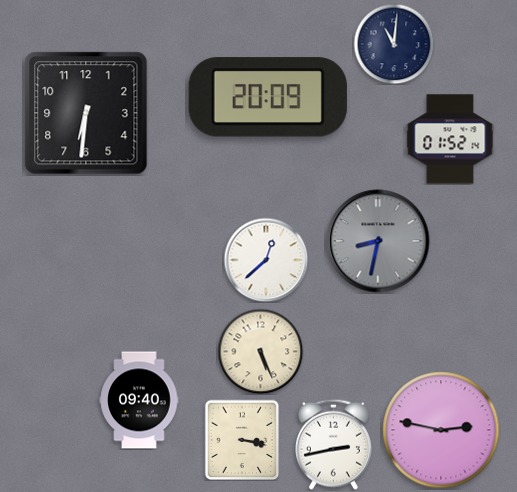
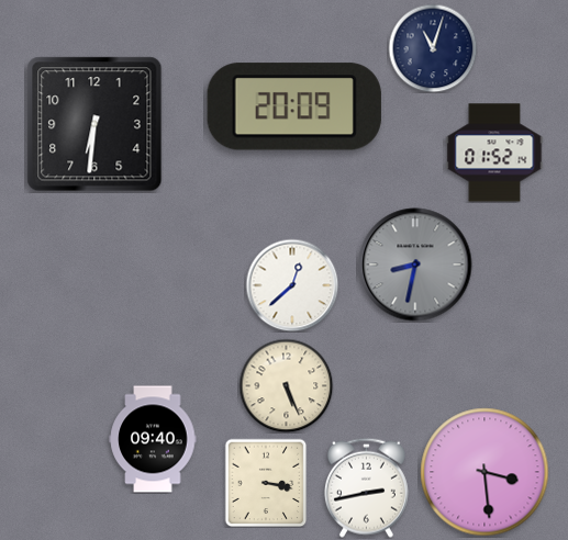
clock at (394, 44): 11:01 -> 11:03
clock at (441, 430): 2:47 -> 3:29
